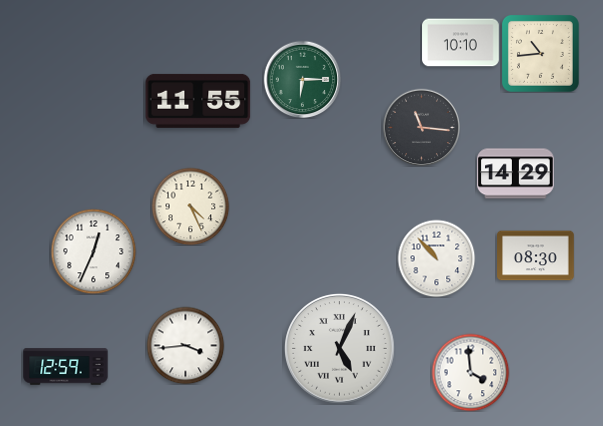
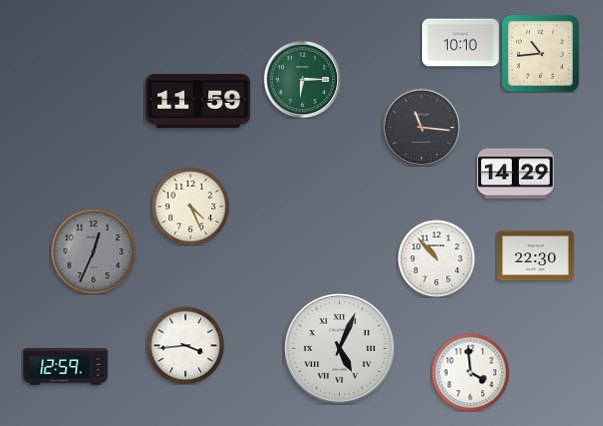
clock at (198, 101): 11:55 -> 11:59
clock at (93, 251) dial: white -> grey
clock at (536, 256): 08:30 -> 22:30
